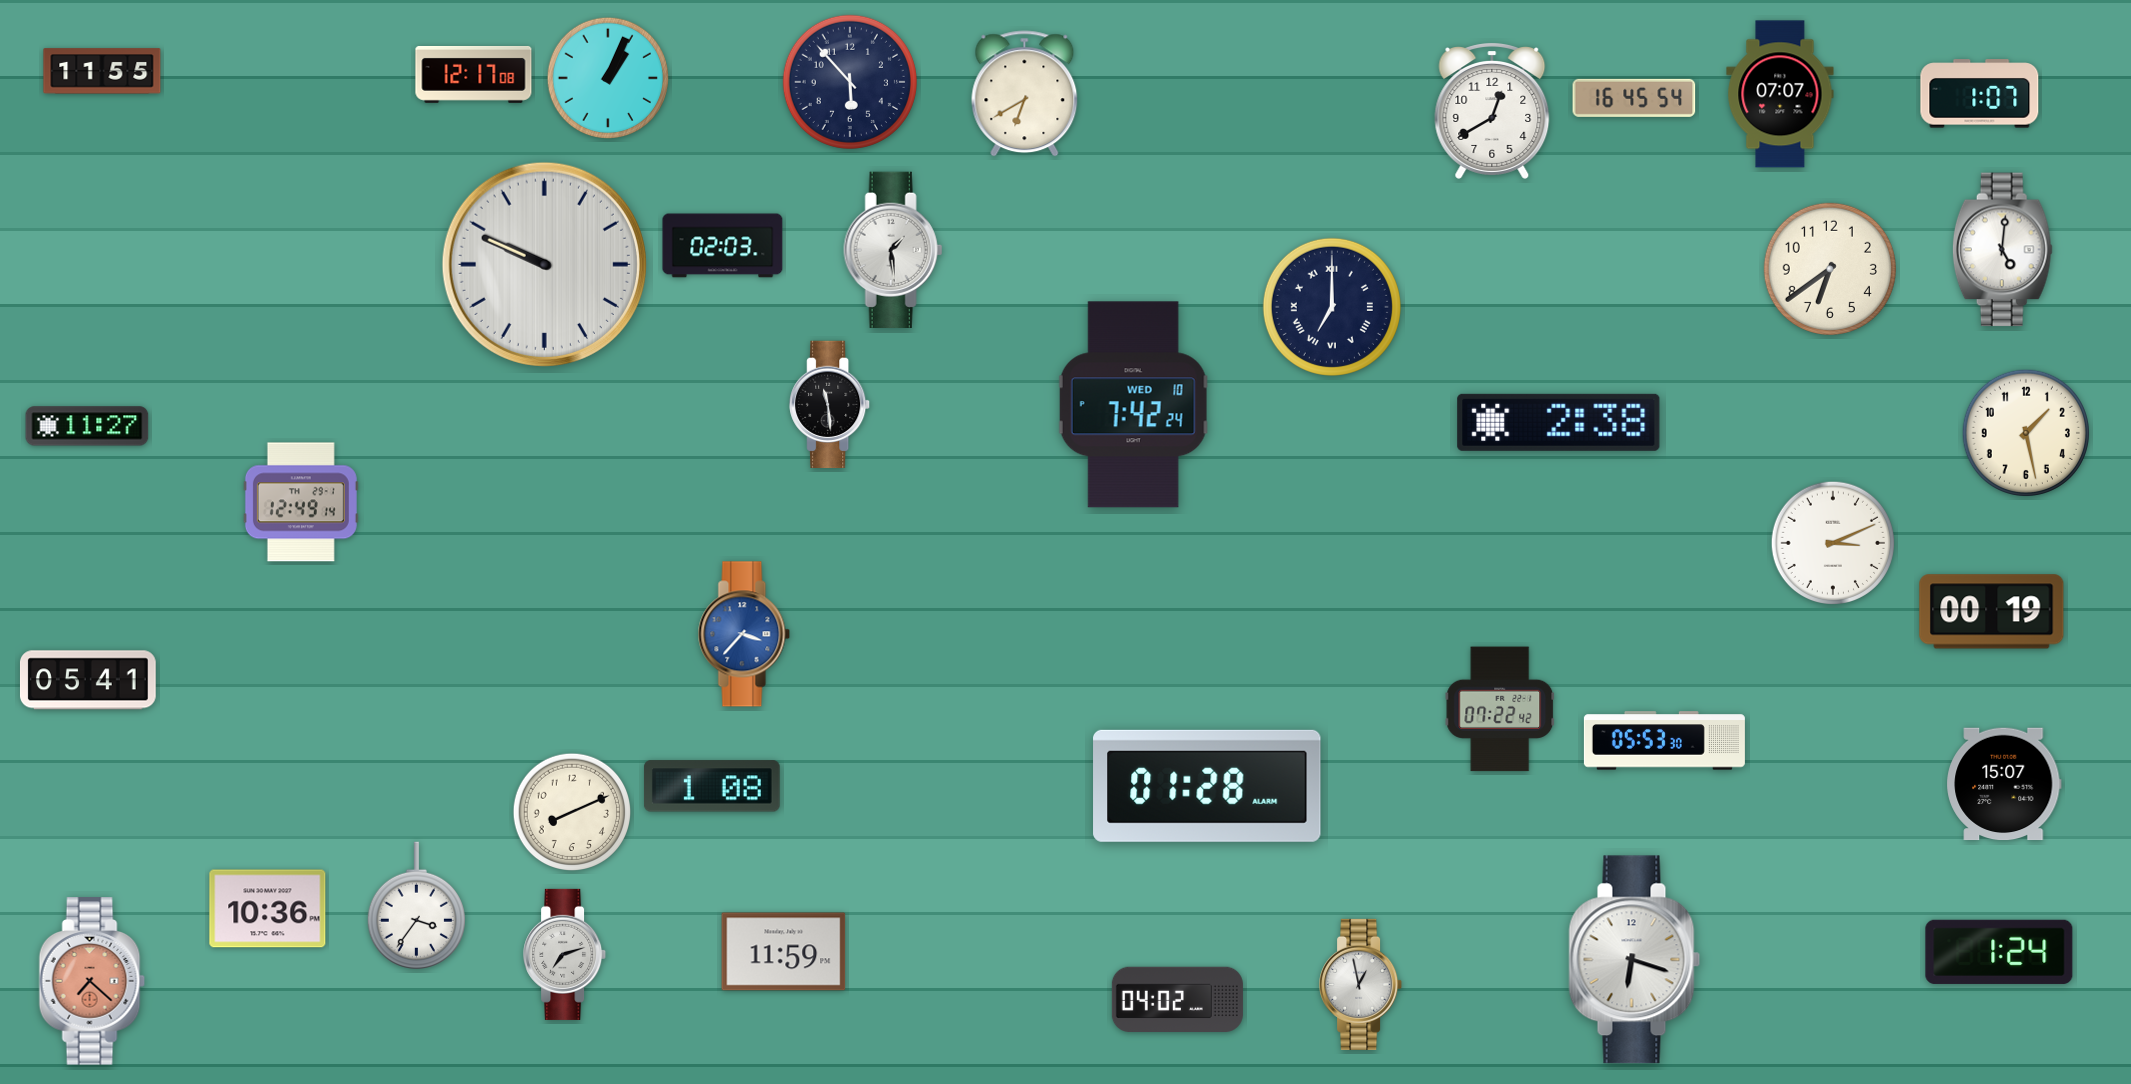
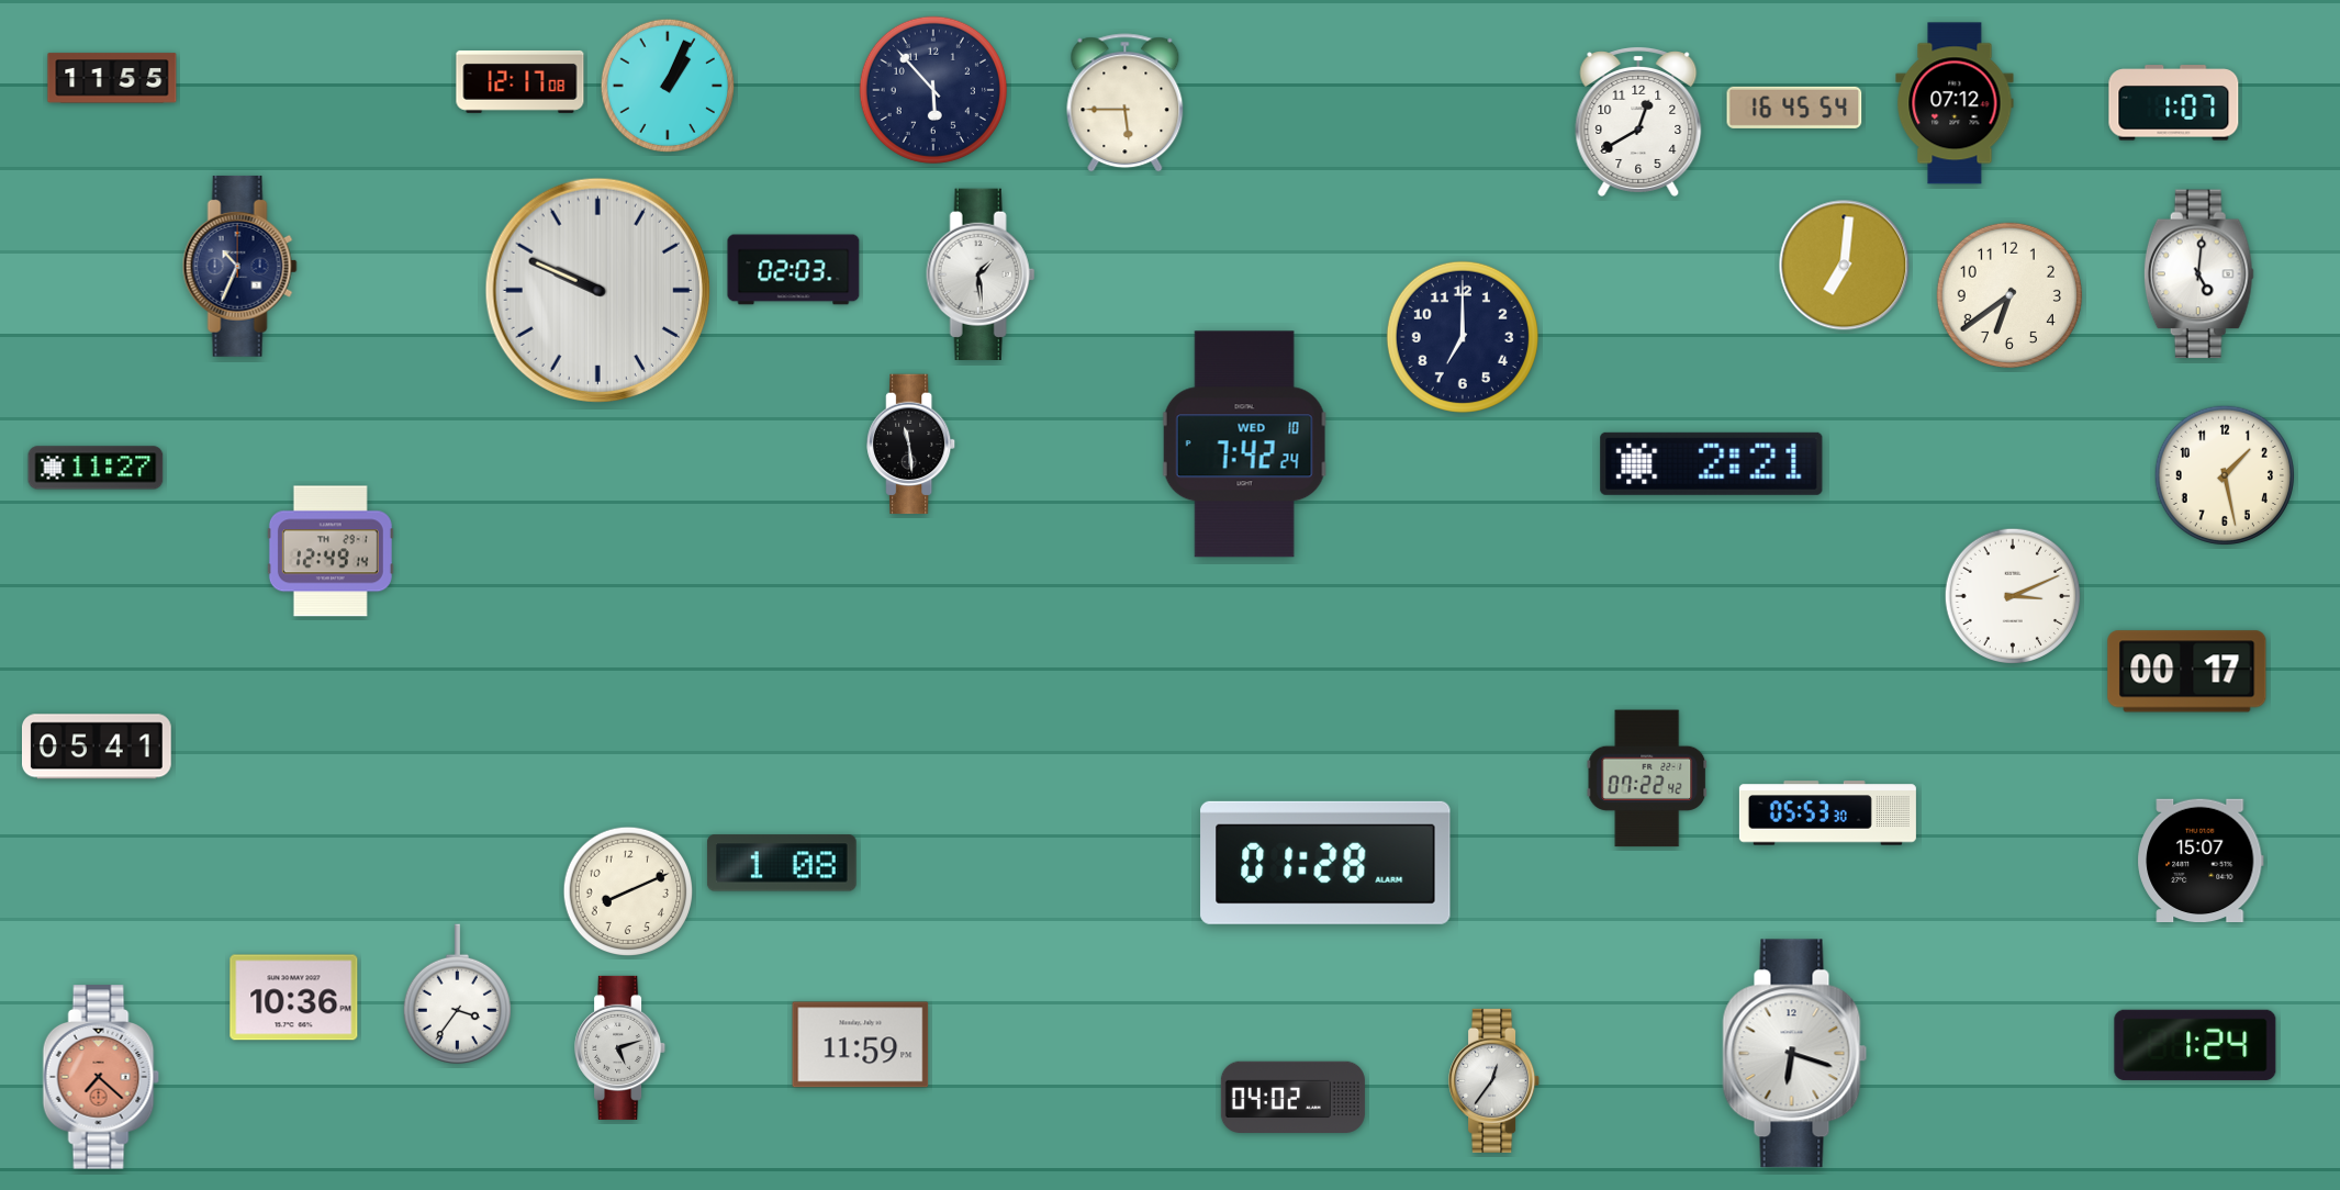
clock at (1025, 94): 6:40 -> 5:45
clock at (1780, 94): 07:07 -> 07:12
clock at (239, 266): none -> 10:34
clock at (1845, 266): none -> 7:01
clock at (1332, 307) numerals: Roman -> Arabic
clock at (1559, 422): 2:38 -> 2:21
clock at (1992, 612): 00:19 -> 00:17
clock at (744, 634): 3:37 -> none
clock at (565, 954): 7:12 -> 5:12
clock at (1361, 984): 12:58 -> 12:36
